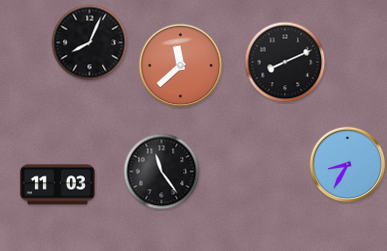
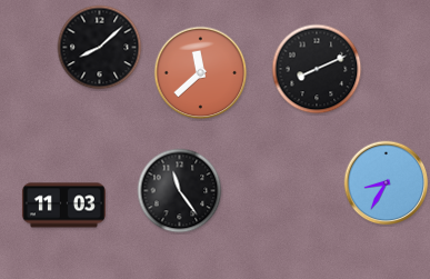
clock at (90, 43): 8:04 -> 8:08
